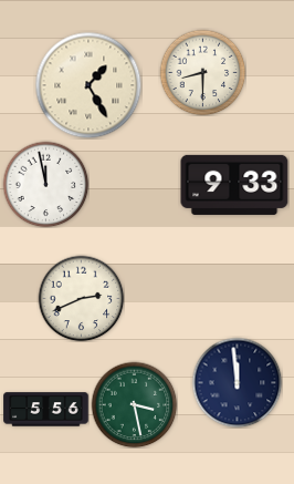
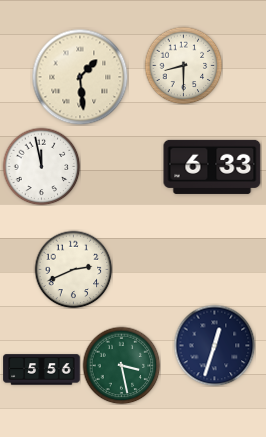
clock at (88, 85): 1:25 -> 1:29
clock at (234, 185): 9:33 -> 6:33
clock at (237, 382): 11:59 -> 12:33
